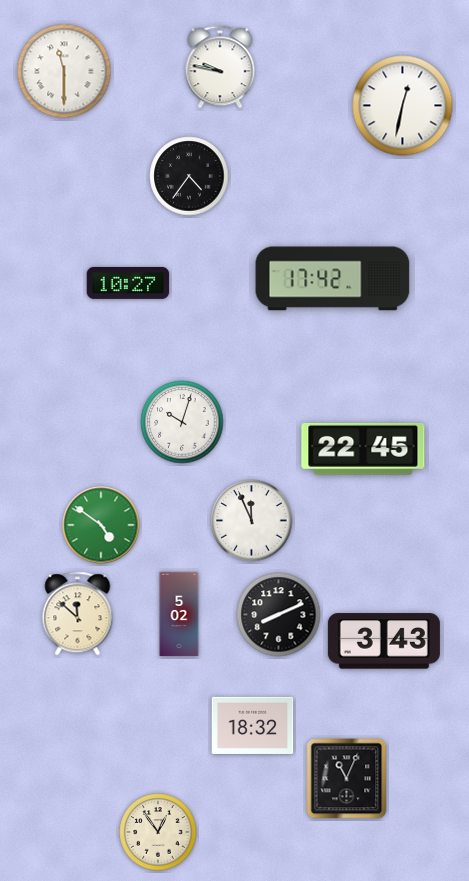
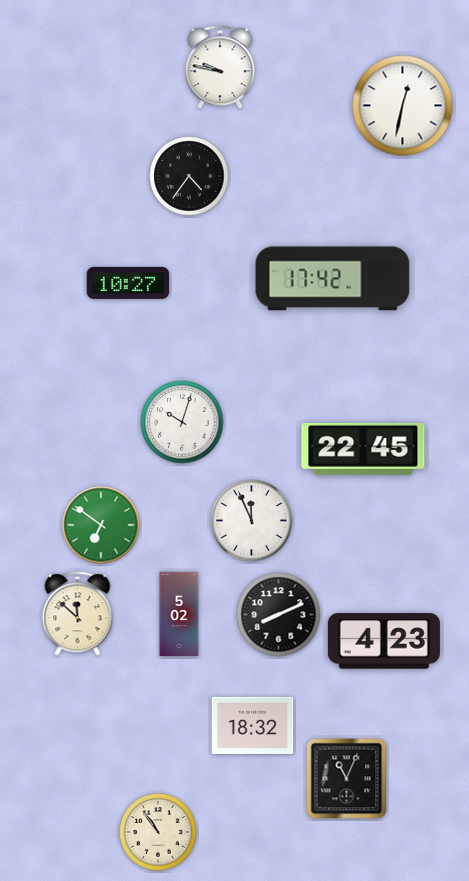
clock at (64, 71): 11:30 -> none
clock at (101, 525): 4:51 -> 6:51
clock at (384, 641): 3:43 -> 4:23
clock at (158, 832): 12:54 -> 10:54
